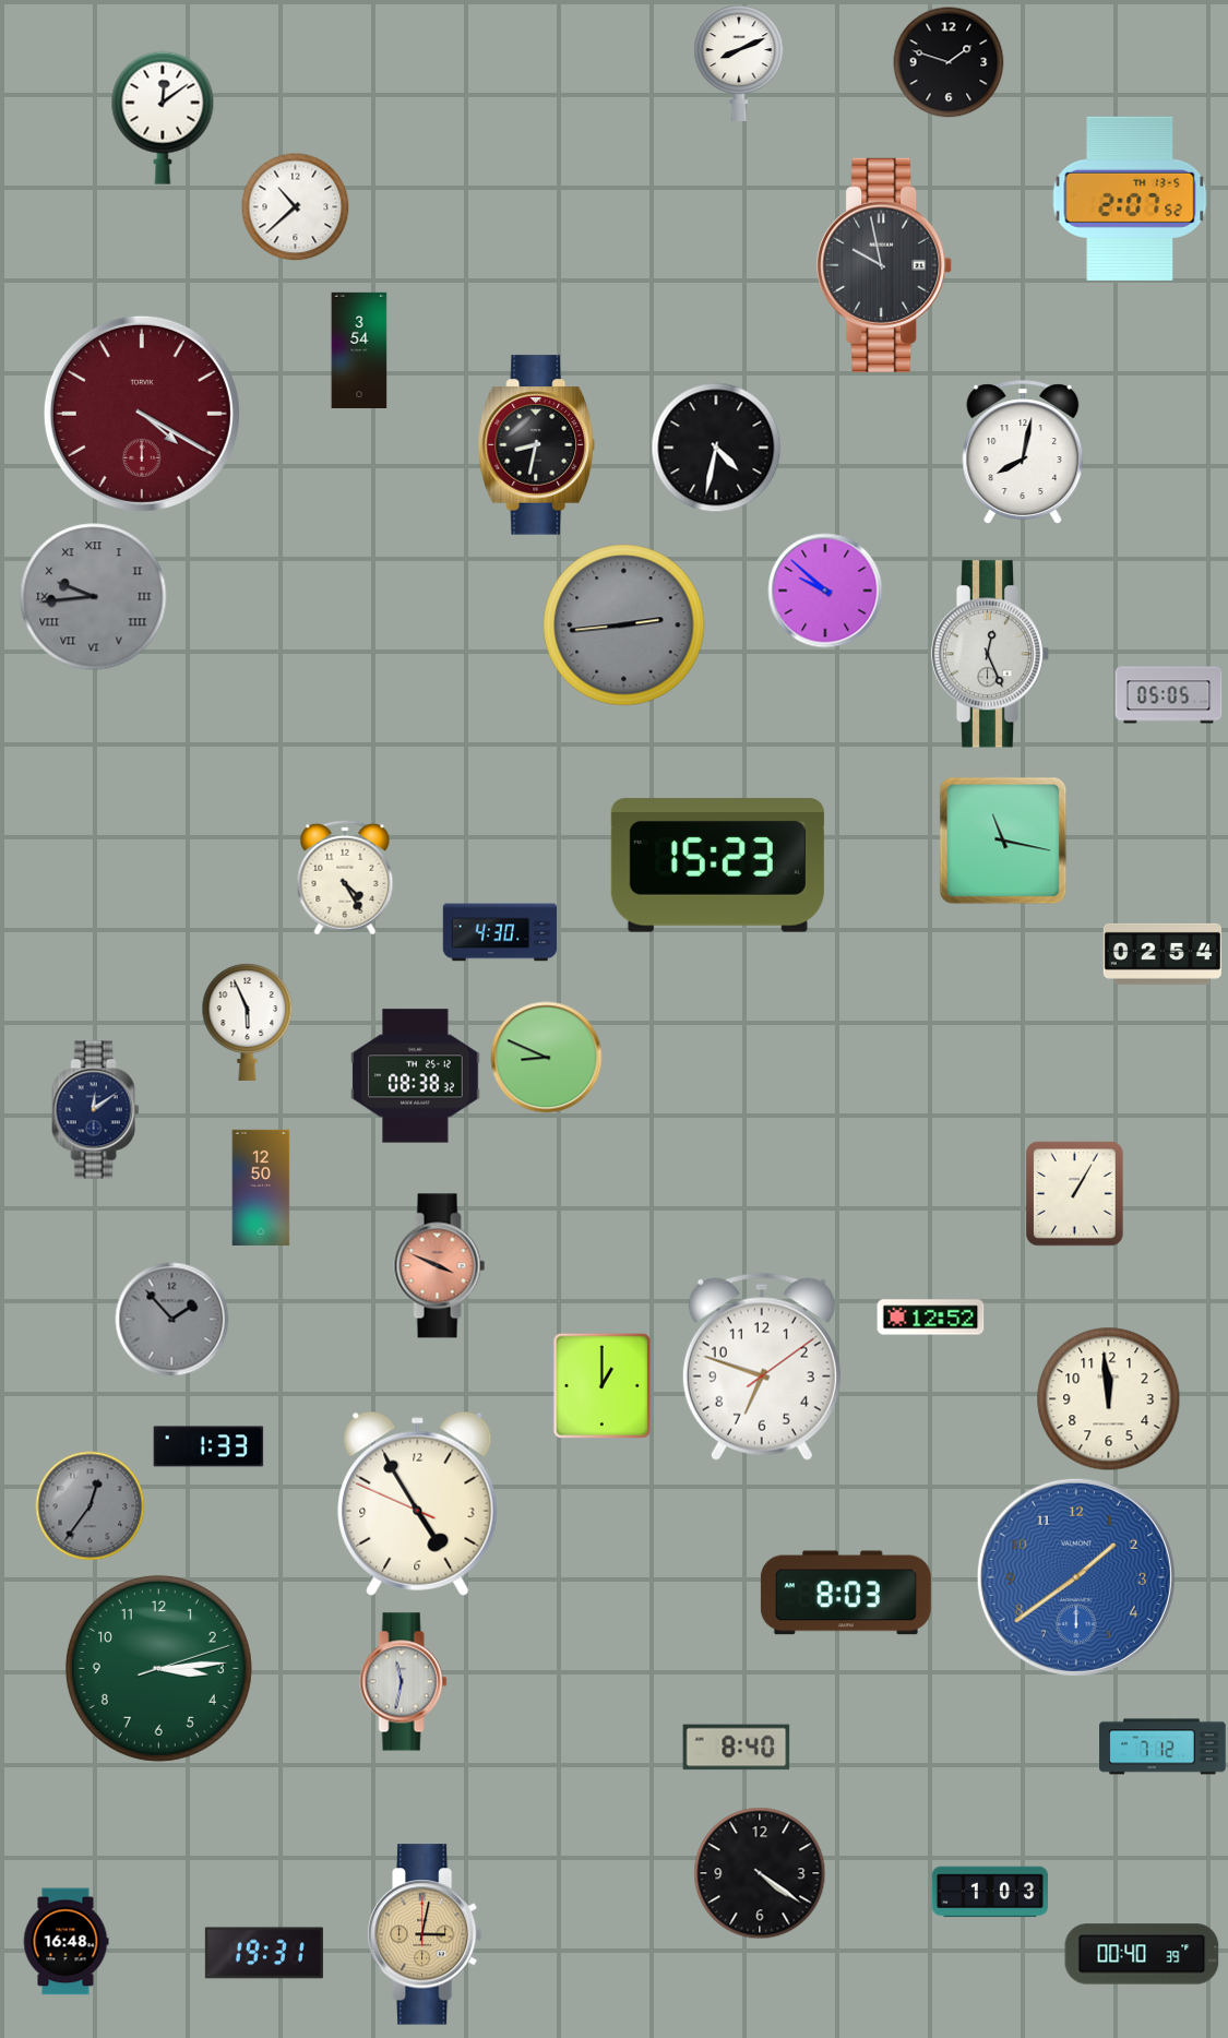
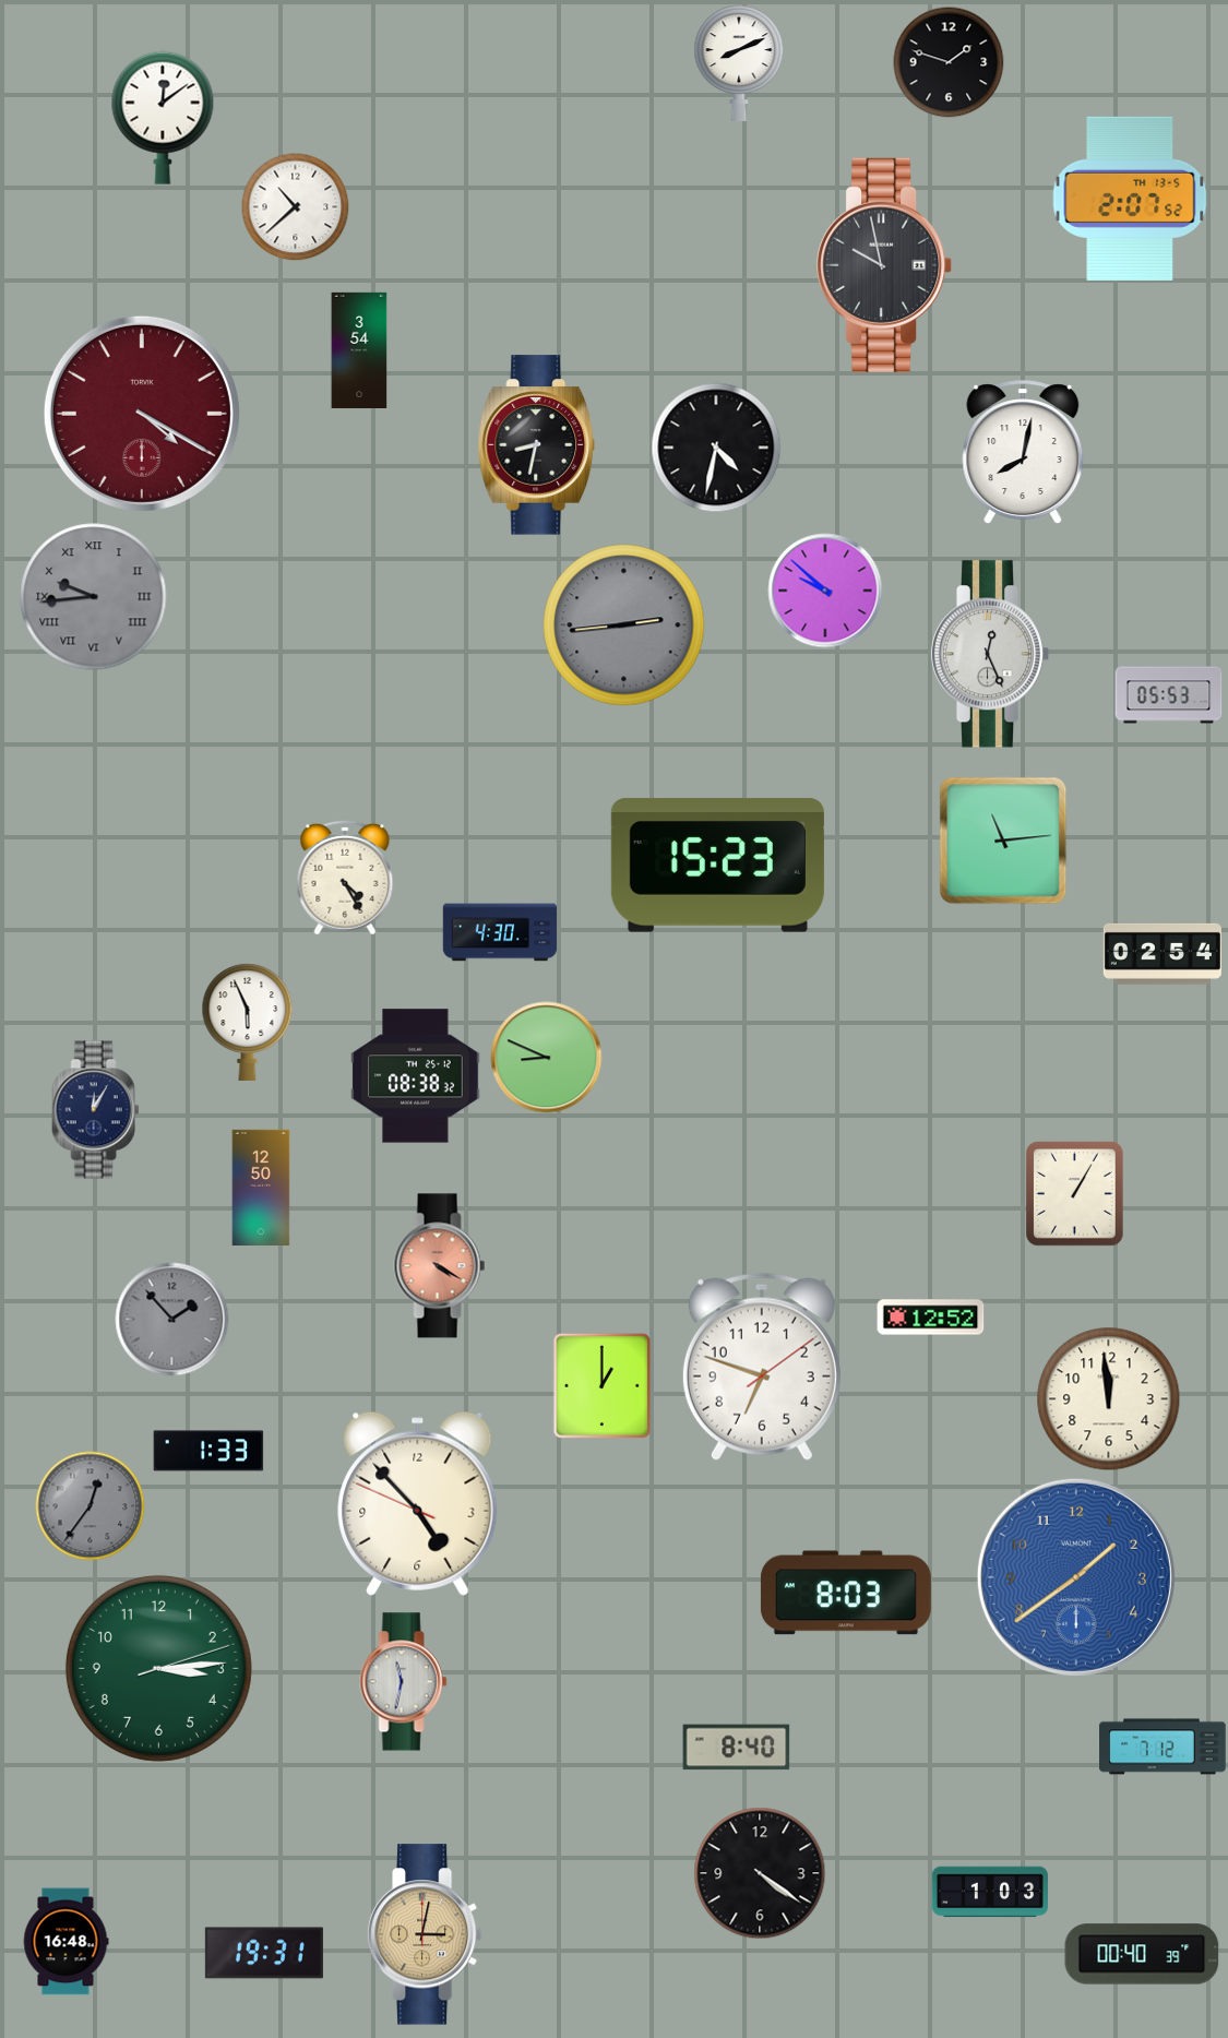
clock at (1169, 695): 05:05 -> 05:53
clock at (1003, 841): 11:17 -> 11:14
clock at (96, 1110): 12:09 -> 12:05
clock at (440, 1266): 3:49 -> 4:20
clock at (208, 1446) position: (208, 1446) -> (208, 1451)
clock at (418, 1503): 4:54 -> 4:52
